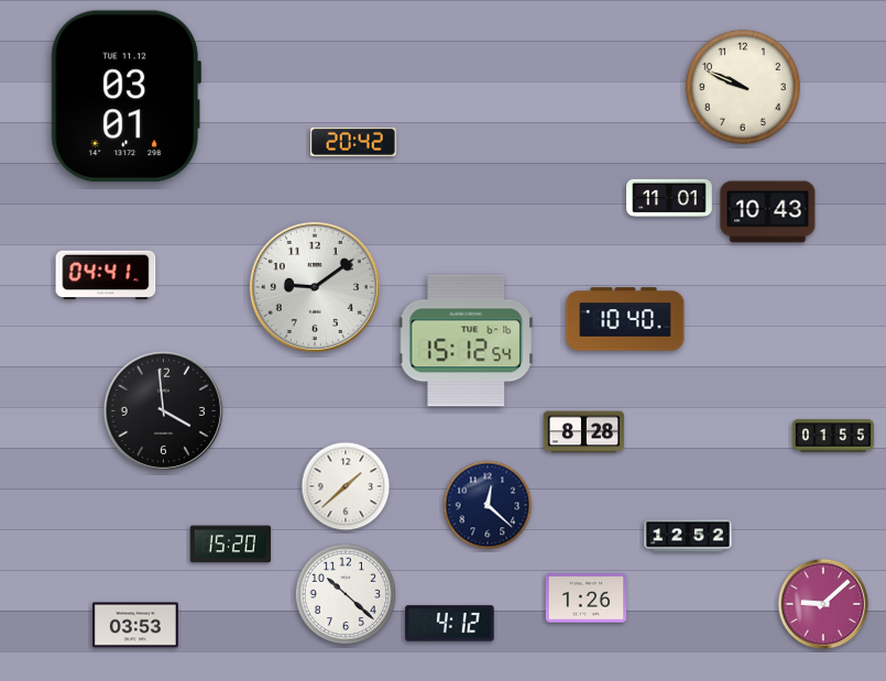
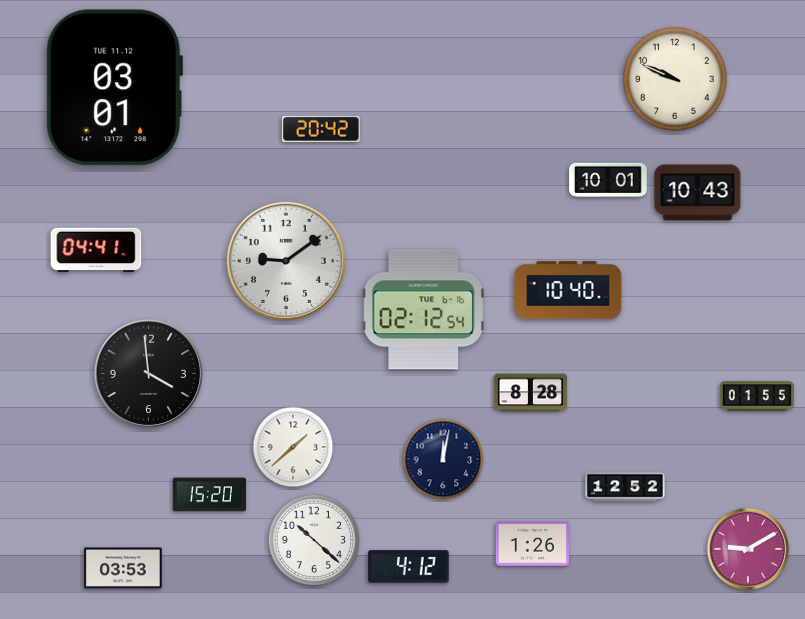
clock at (669, 198): 11:01 -> 10:01
clock at (466, 341): 15:12 -> 02:12
clock at (346, 486) position: (346, 486) -> (293, 447)
clock at (488, 505): 12:22 -> 12:02
clock at (823, 604): 9:08 -> 9:10
